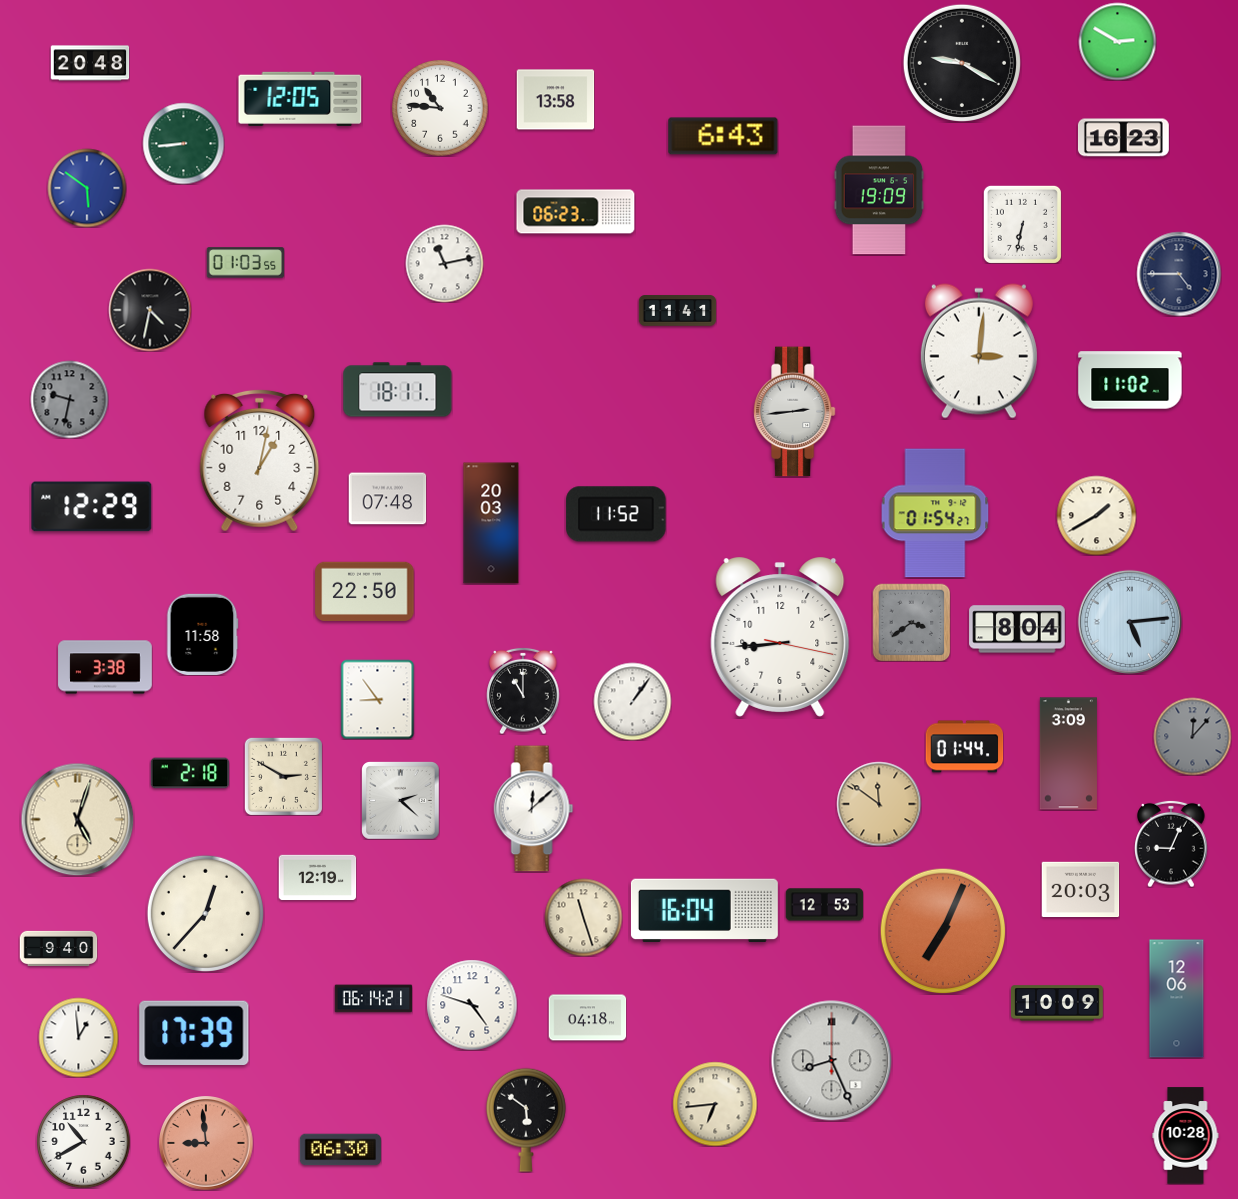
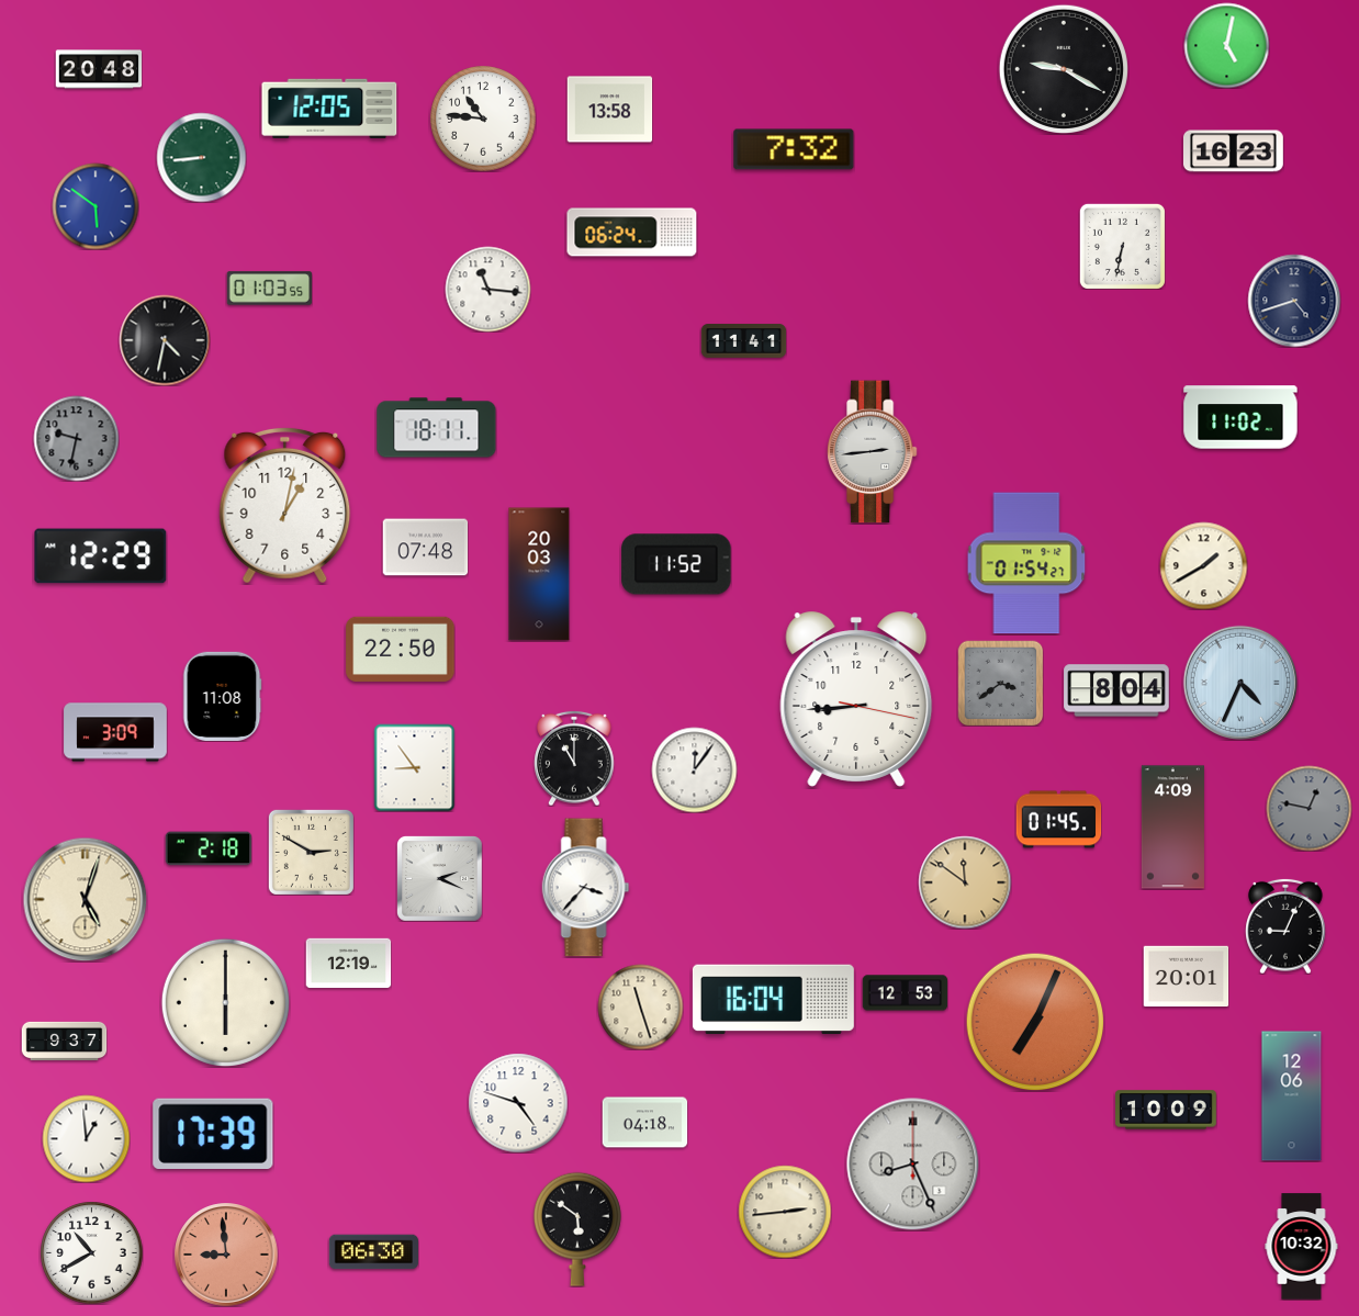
clock at (1117, 41): 2:50 -> 5:02
clock at (962, 63) position: (962, 63) -> (1064, 69)
clock at (723, 136): 6:43 -> 7:32
clock at (879, 190): 19:09 -> none
clock at (576, 212): 06:23 -> 06:24
clock at (444, 263): 11:13 -> 11:16
clock at (1179, 274): 4:45 -> 4:42
clock at (979, 351): 3:01 -> none
clock at (1130, 622): 5:14 -> 4:34
clock at (202, 634): 11:58 -> 11:08
clock at (105, 667): 3:38 -> 3:09
clock at (632, 701): 1:06 -> 12:06
clock at (1192, 736): 12:07 -> 12:47
clock at (964, 747): 01:44 -> 01:45
clock at (1068, 754): 3:09 -> 4:09
clock at (401, 801): 2:22 -> 2:19
clock at (534, 809): 12:08 -> 3:37
clock at (1080, 890): 20:03 -> 20:01
clock at (205, 913): 12:37 -> 6:00
clock at (58, 949): 9:40 -> 9:37
clock at (373, 999): 06:14 -> none
clock at (1058, 1003) position: (1058, 1003) -> (1167, 1110)
clock at (587, 1018) position: (587, 1018) -> (644, 1123)
clock at (715, 1104): 6:44 -> 2:44
clock at (1186, 1136): 10:28 -> 10:32
clock at (340, 1150) position: (340, 1150) -> (373, 1252)
